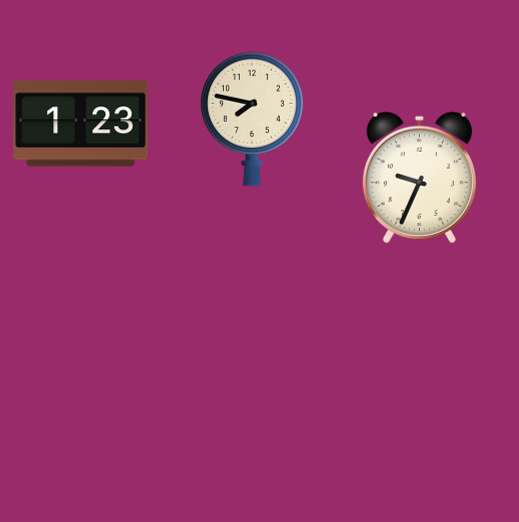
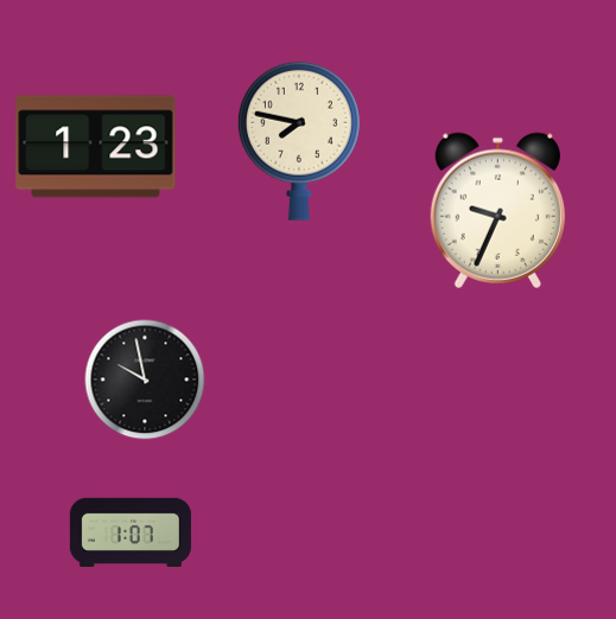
clock at (145, 379): none -> 9:58
clock at (131, 532): none -> 1:07
